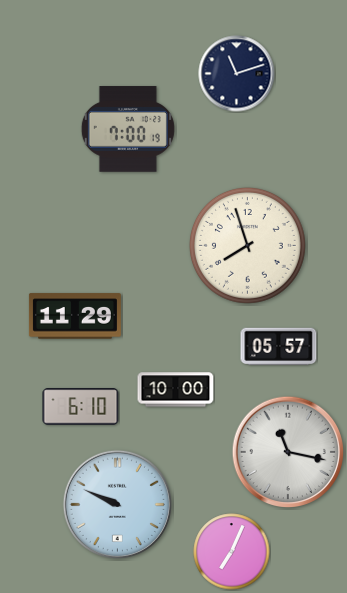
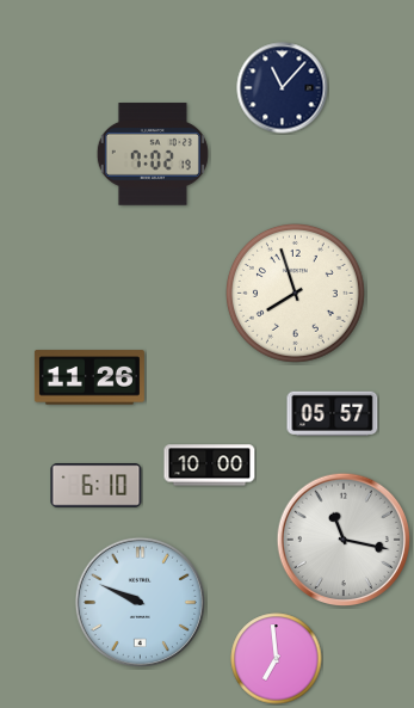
clock at (237, 74): 11:12 -> 11:07
clock at (128, 129): 7:00 -> 7:02
clock at (75, 316): 11:29 -> 11:26
clock at (232, 552): 7:04 -> 6:59
